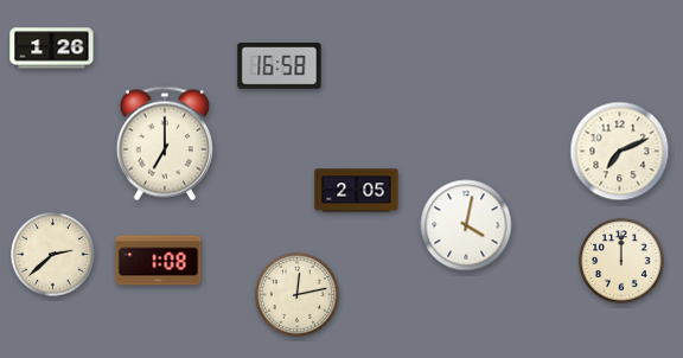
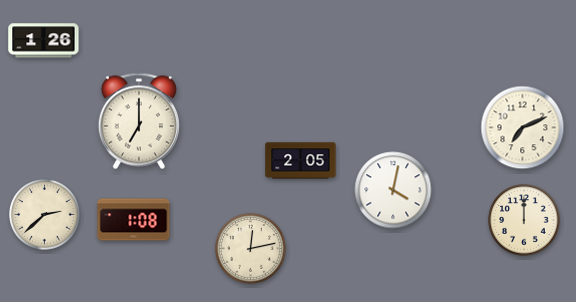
clock at (280, 66): 16:58 -> none
